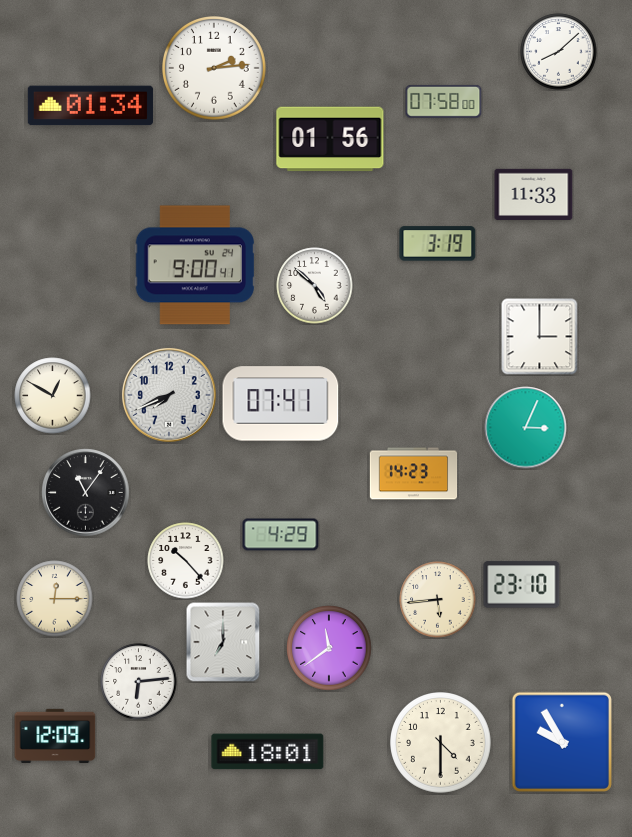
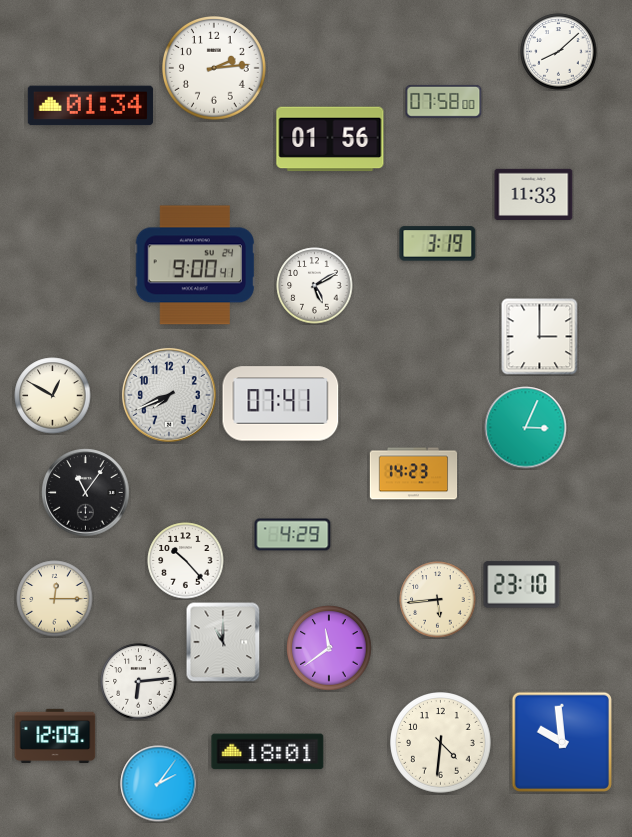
clock at (315, 286): 4:52 -> 5:10
clock at (281, 535) position: (281, 535) -> (293, 535)
clock at (223, 642): 7:00 -> 11:00
clock at (562, 742): 9:55 -> 9:59
clock at (441, 743): 4:30 -> 4:31
clock at (159, 784): none -> 2:06
